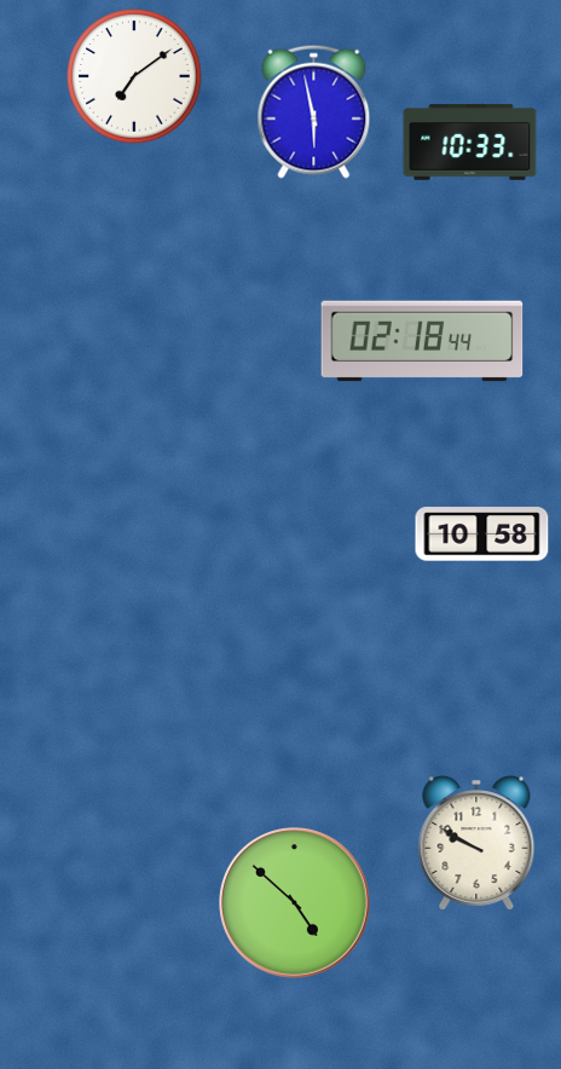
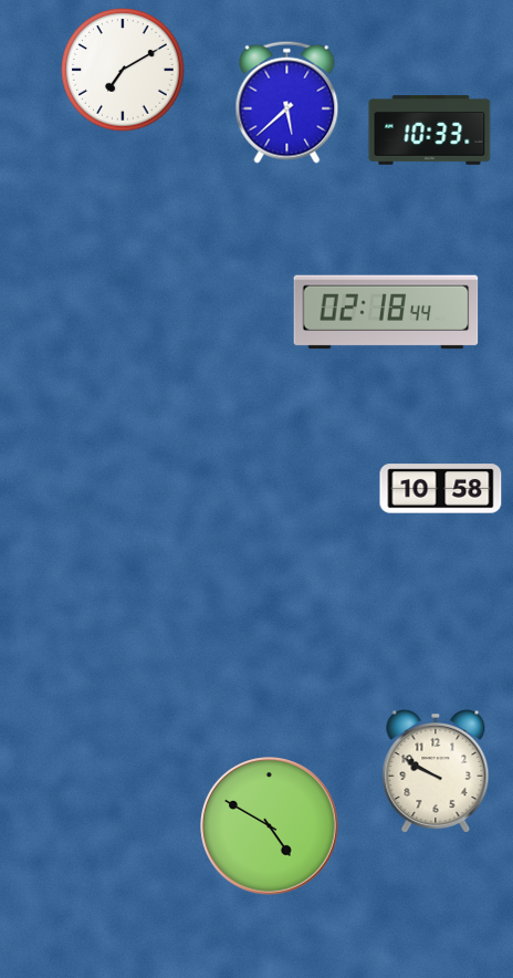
clock at (134, 76): 7:09 -> 7:10
clock at (314, 111): 5:58 -> 5:38
clock at (295, 903): 4:52 -> 4:50
